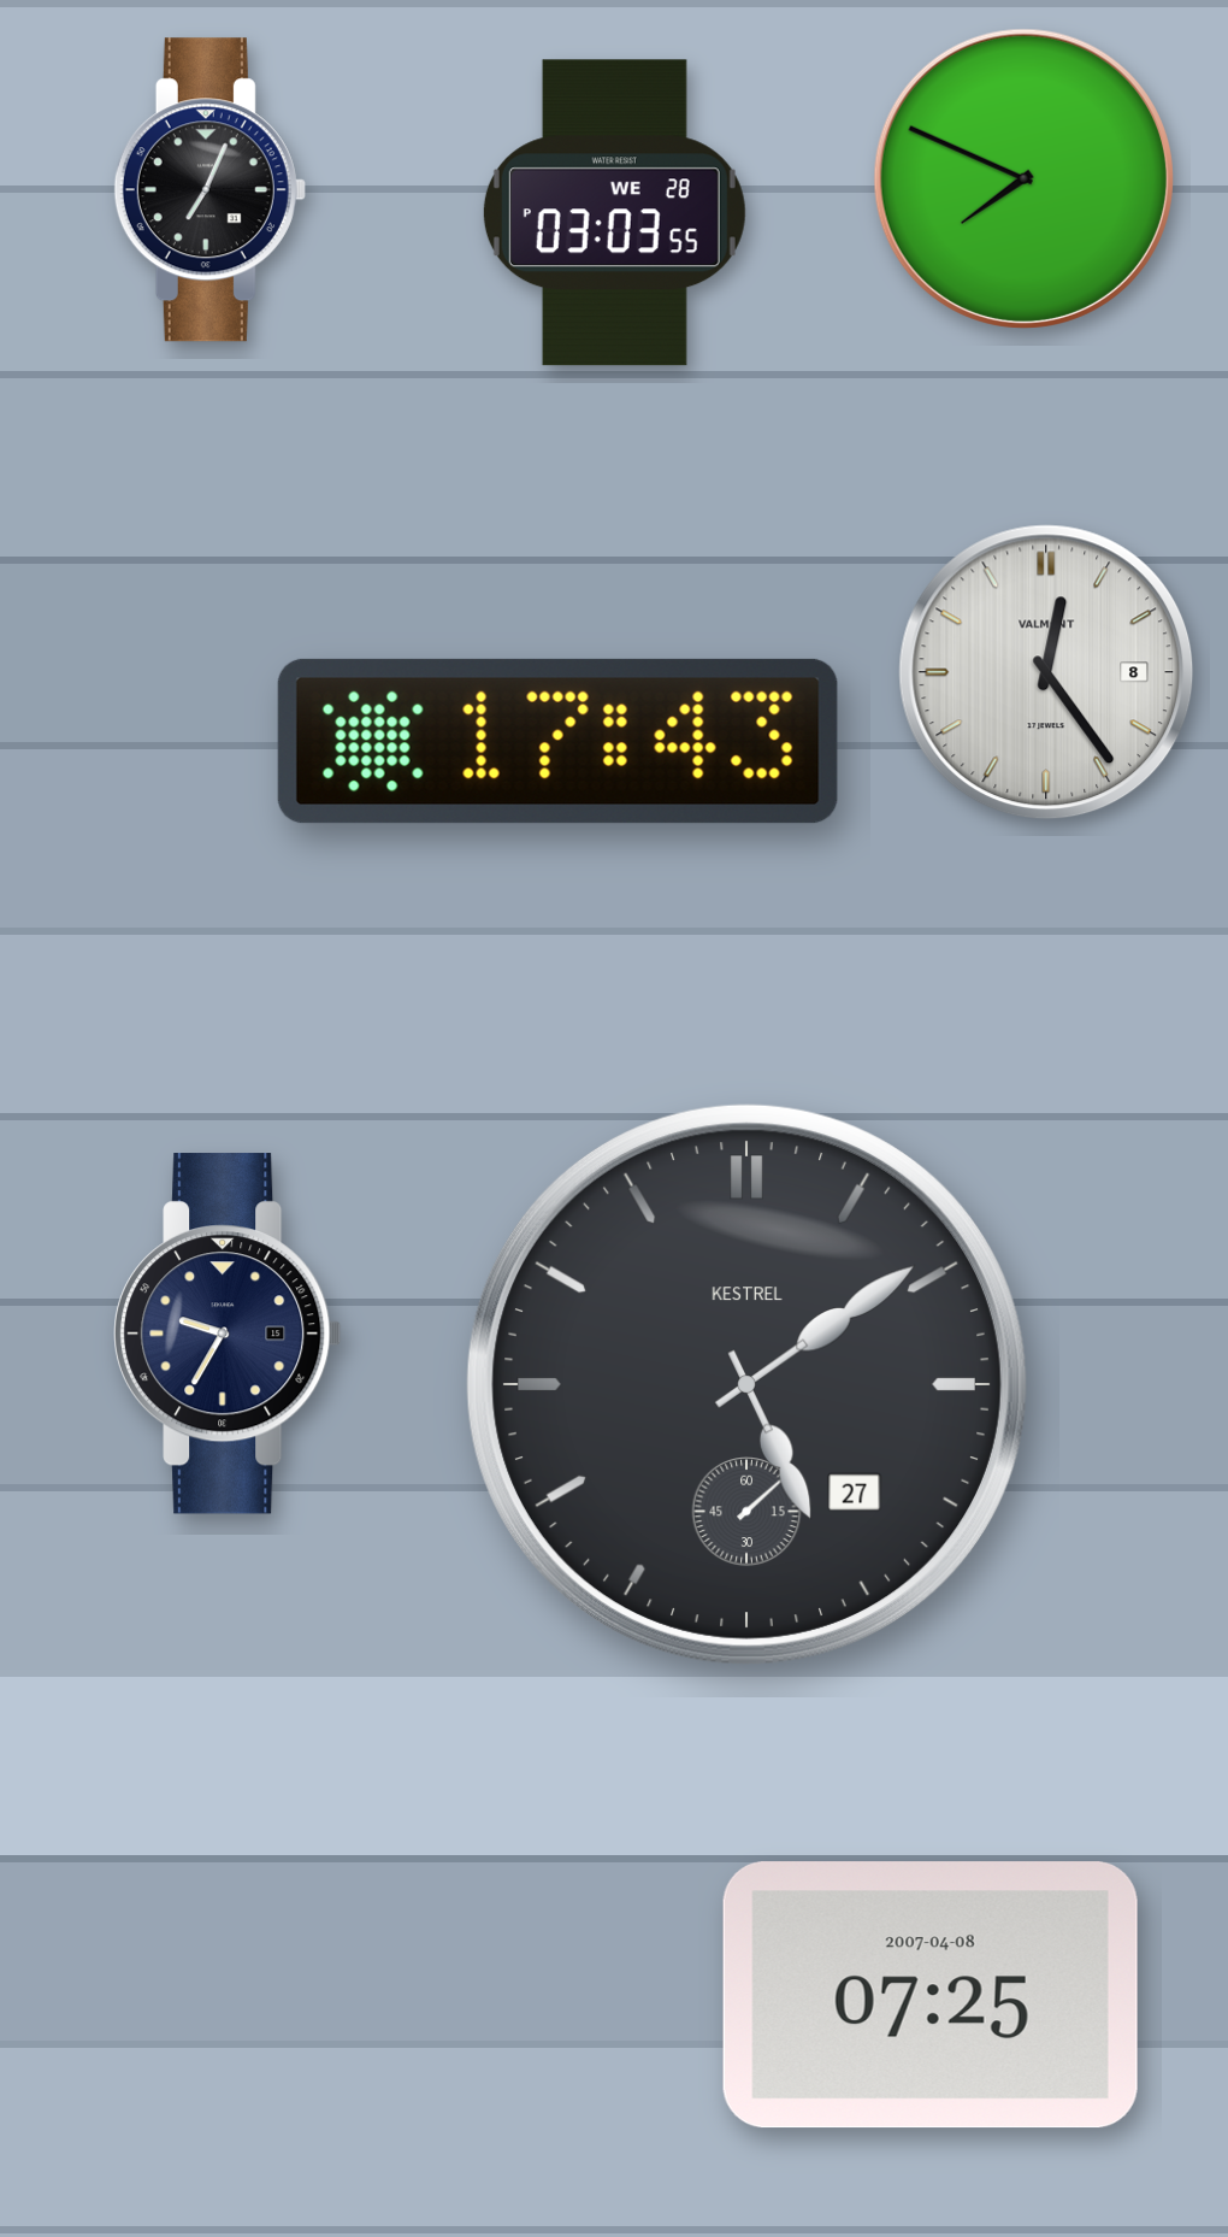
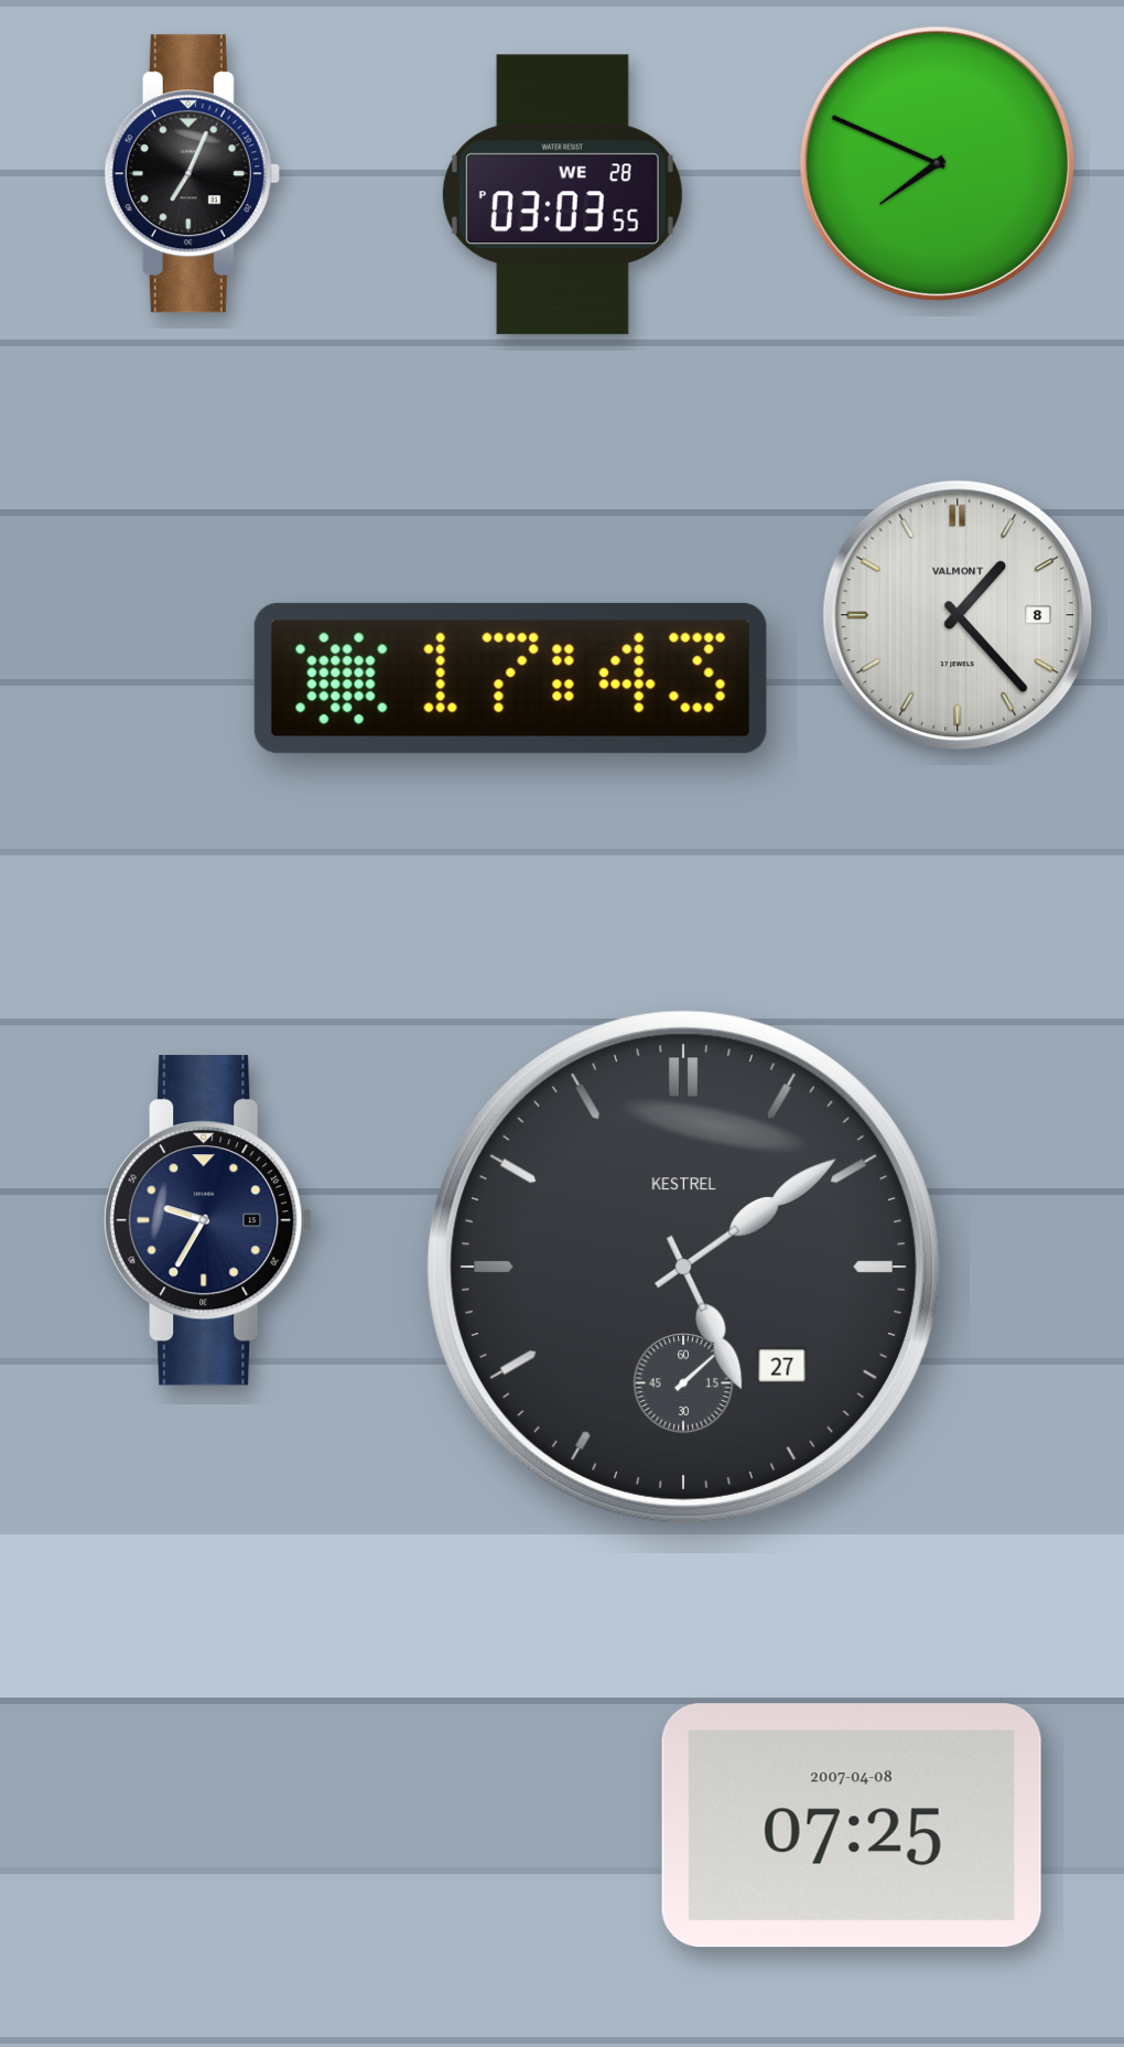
clock at (1046, 672): 12:24 -> 1:23
